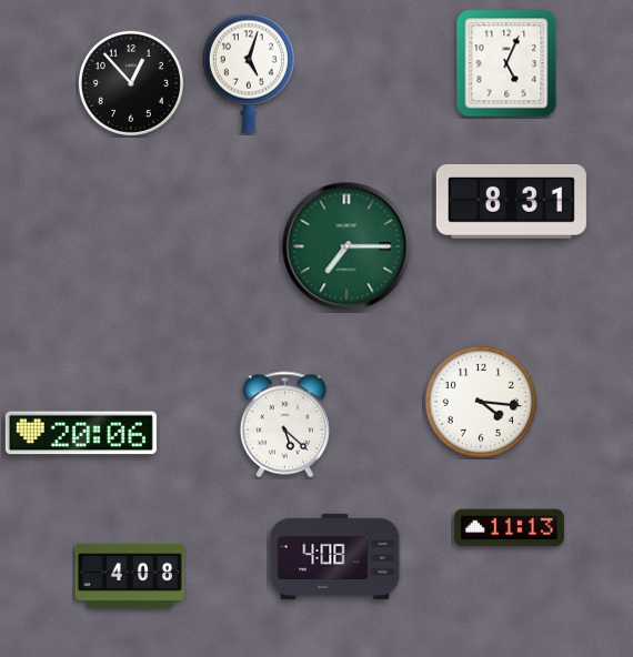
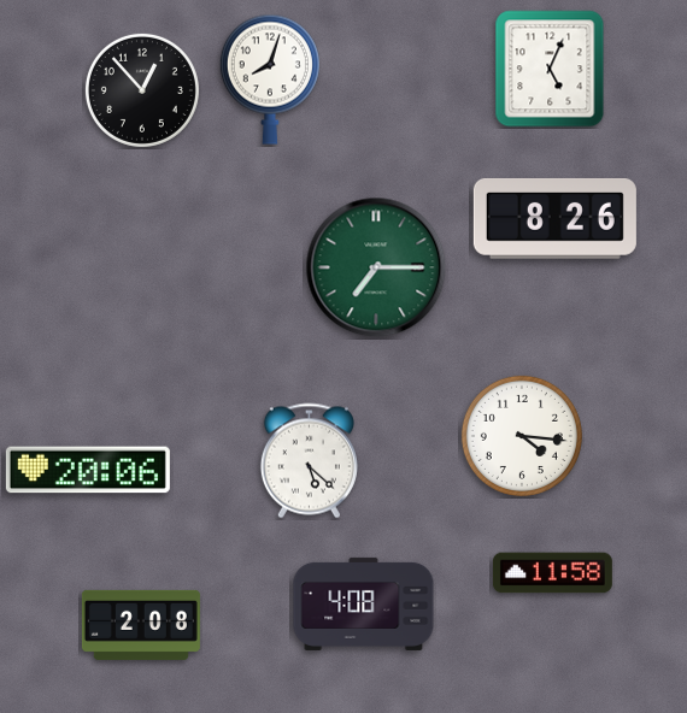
clock at (249, 73): 5:03 -> 8:03
clock at (511, 201): 8:31 -> 8:26
clock at (509, 528): 11:13 -> 11:58
clock at (130, 576): 4:08 -> 2:08
